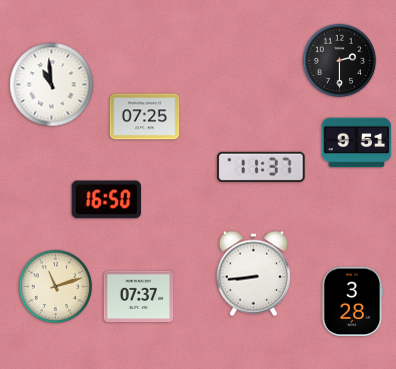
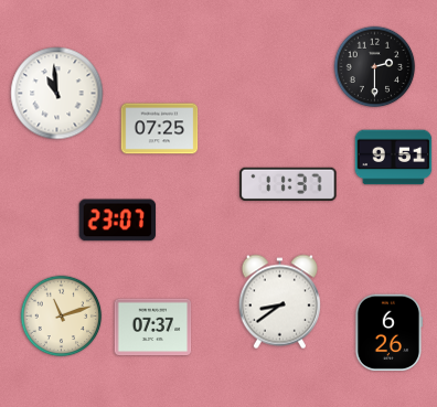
clock at (107, 200): 16:50 -> 23:07
clock at (253, 274): 8:44 -> 8:39
clock at (352, 302): 3:28 -> 6:26
